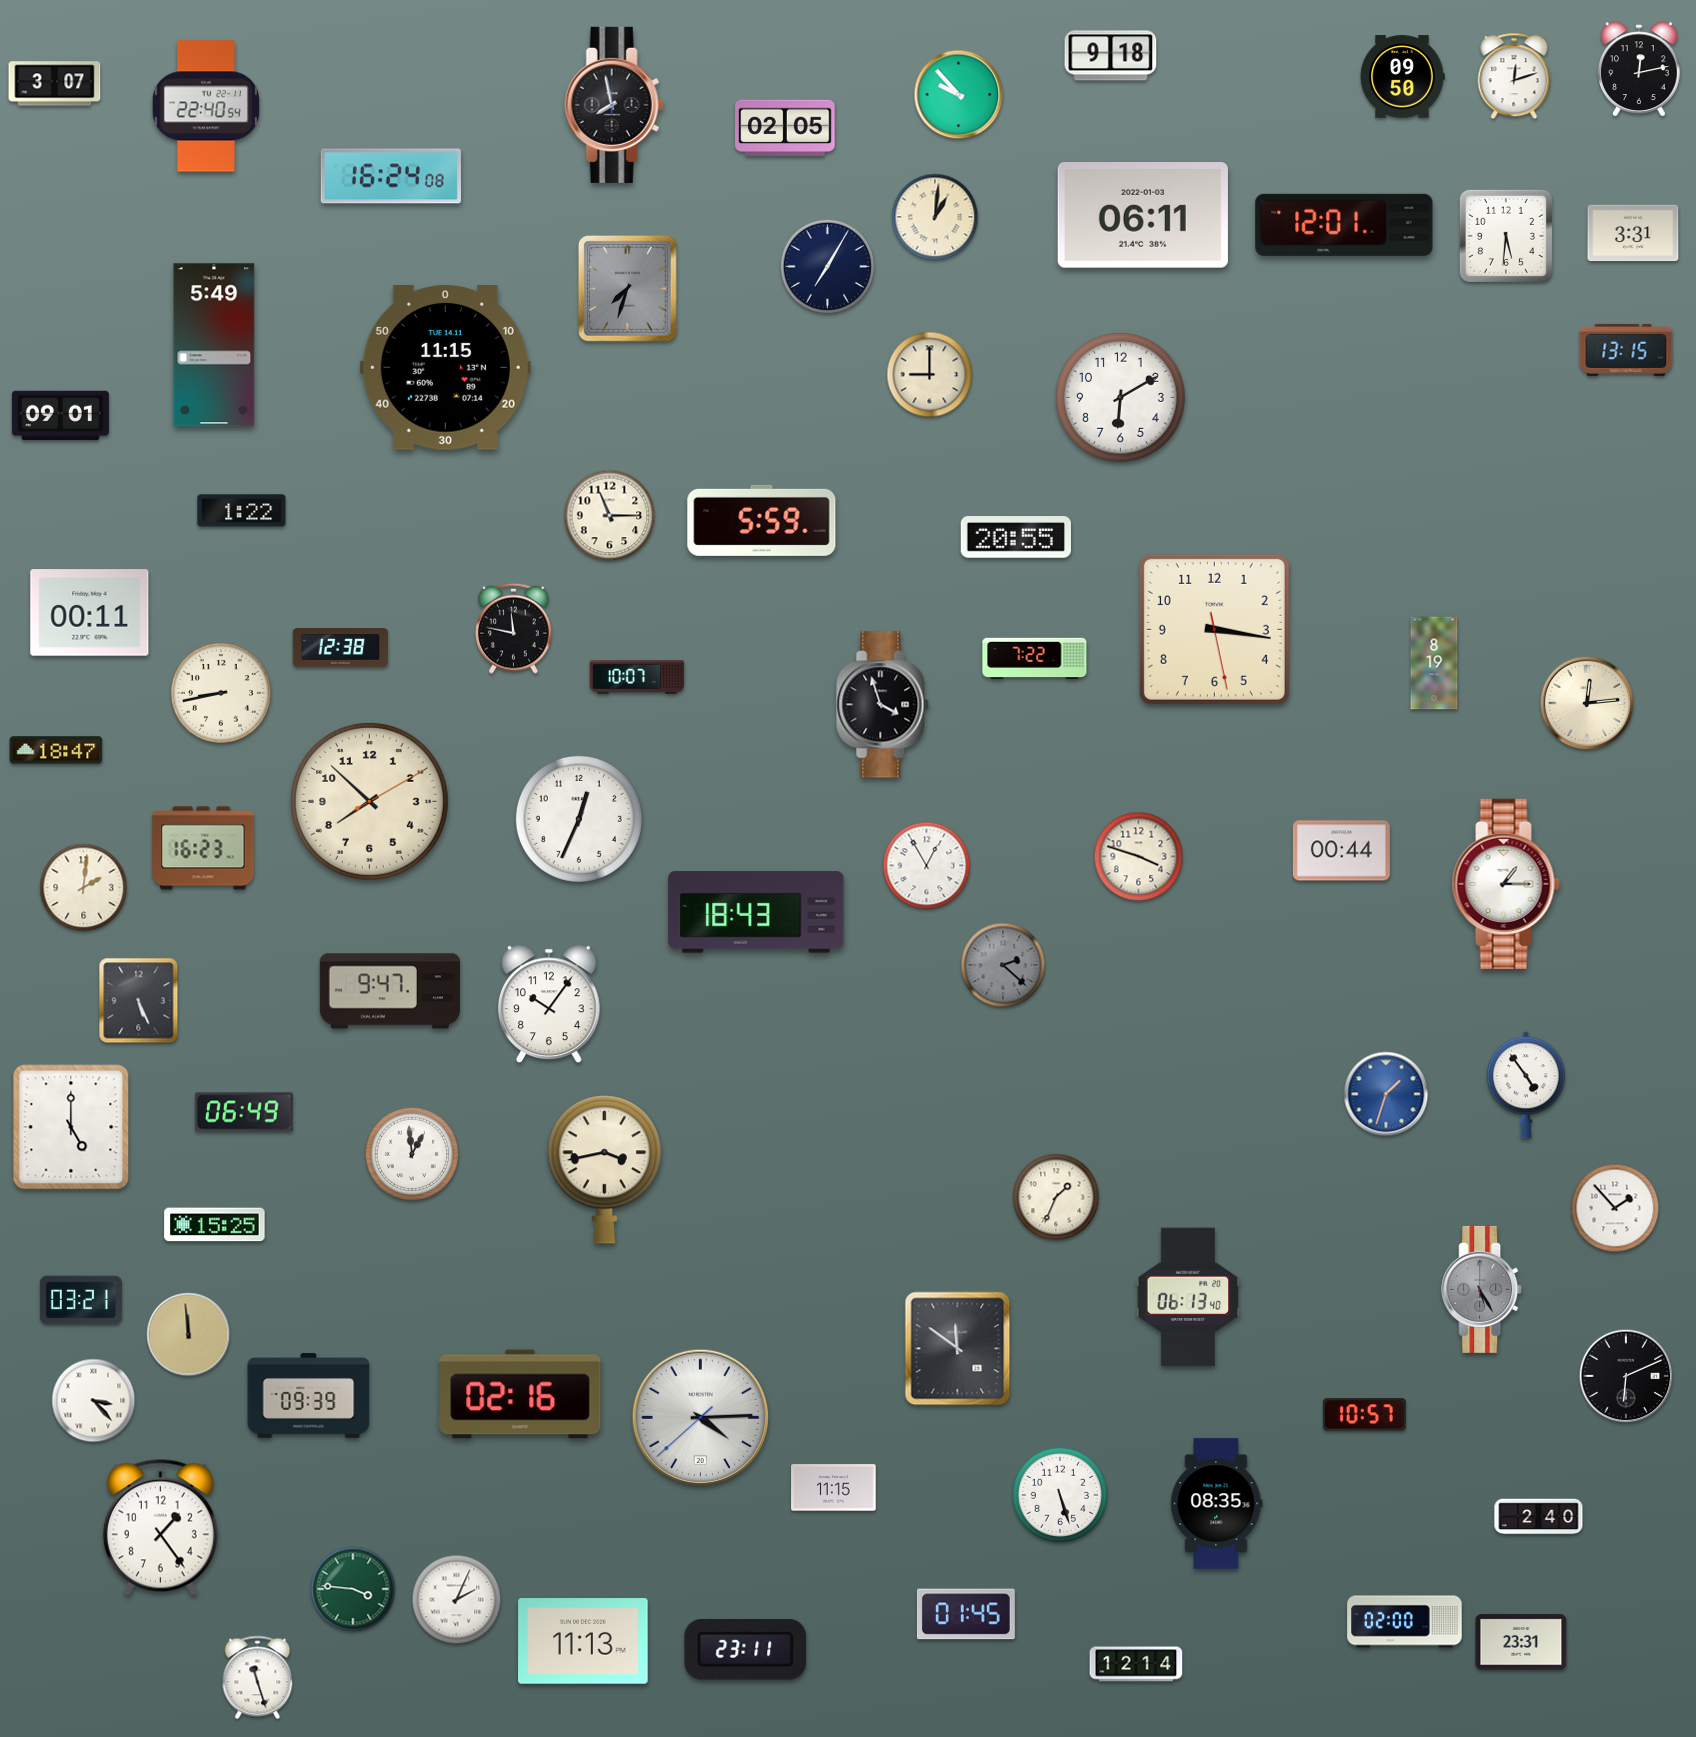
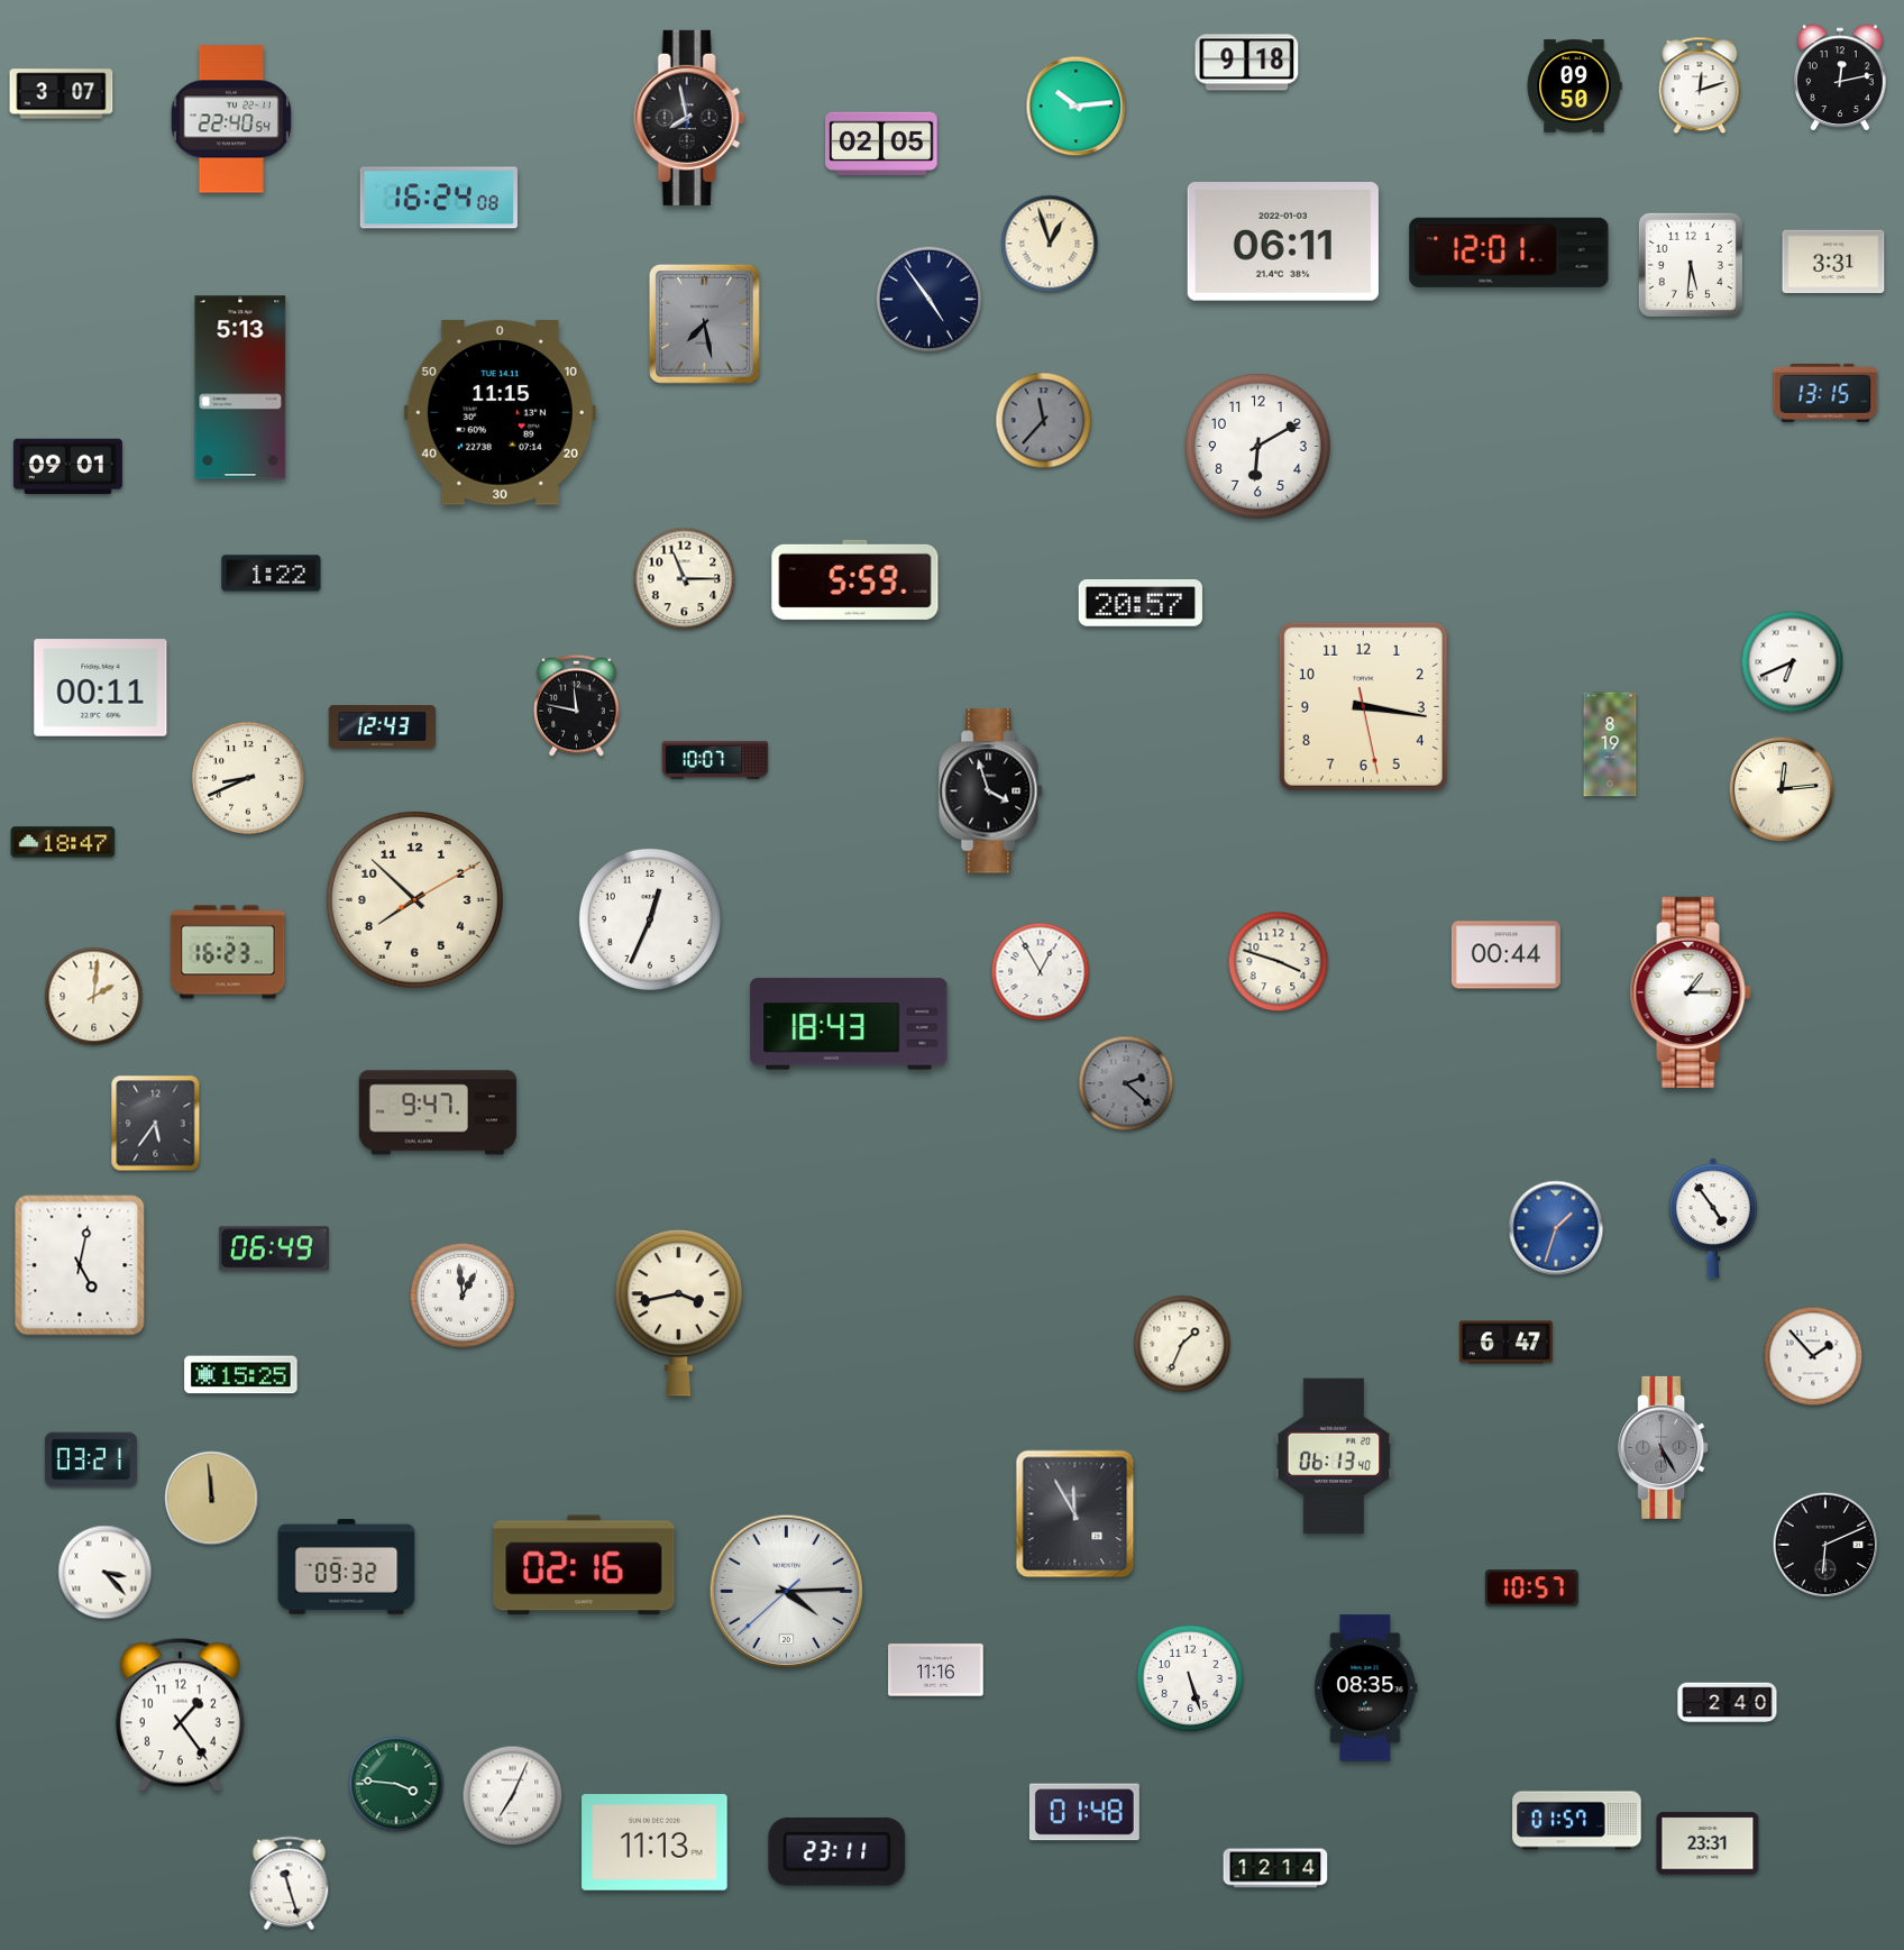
clock at (959, 95): 9:53 -> 10:14
clock at (935, 217): 1:01 -> 12:57
clock at (828, 267): 7:05 -> 4:54
clock at (627, 288): 7:33 -> 7:28
clock at (214, 345): 5:49 -> 5:13
clock at (930, 375): 9:00 -> 11:37
clock at (930, 375) dial: cream -> grey
clock at (762, 520) position: (762, 520) -> (855, 579)
clock at (1016, 537): 20:55 -> 20:57
clock at (1793, 662): none -> 6:41
clock at (340, 648): 12:38 -> 12:43
clock at (1035, 659): 7:22 -> none
clock at (221, 693): 8:43 -> 8:41
clock at (139, 1001): 5:26 -> 5:36
clock at (550, 1003): 10:06 -> none
clock at (71, 1127): 5:00 -> 5:02
clock at (1505, 1343): none -> 6:47
clock at (1056, 1197) position: (1056, 1197) -> (1182, 1344)
clock at (958, 1349): 11:51 -> 11:55
clock at (309, 1396): 09:39 -> 09:32
clock at (834, 1488): 11:15 -> 11:16
clock at (457, 1600): 2:04 -> 7:04
clock at (966, 1614): 01:45 -> 01:48
clock at (1405, 1622): 02:00 -> 01:57
